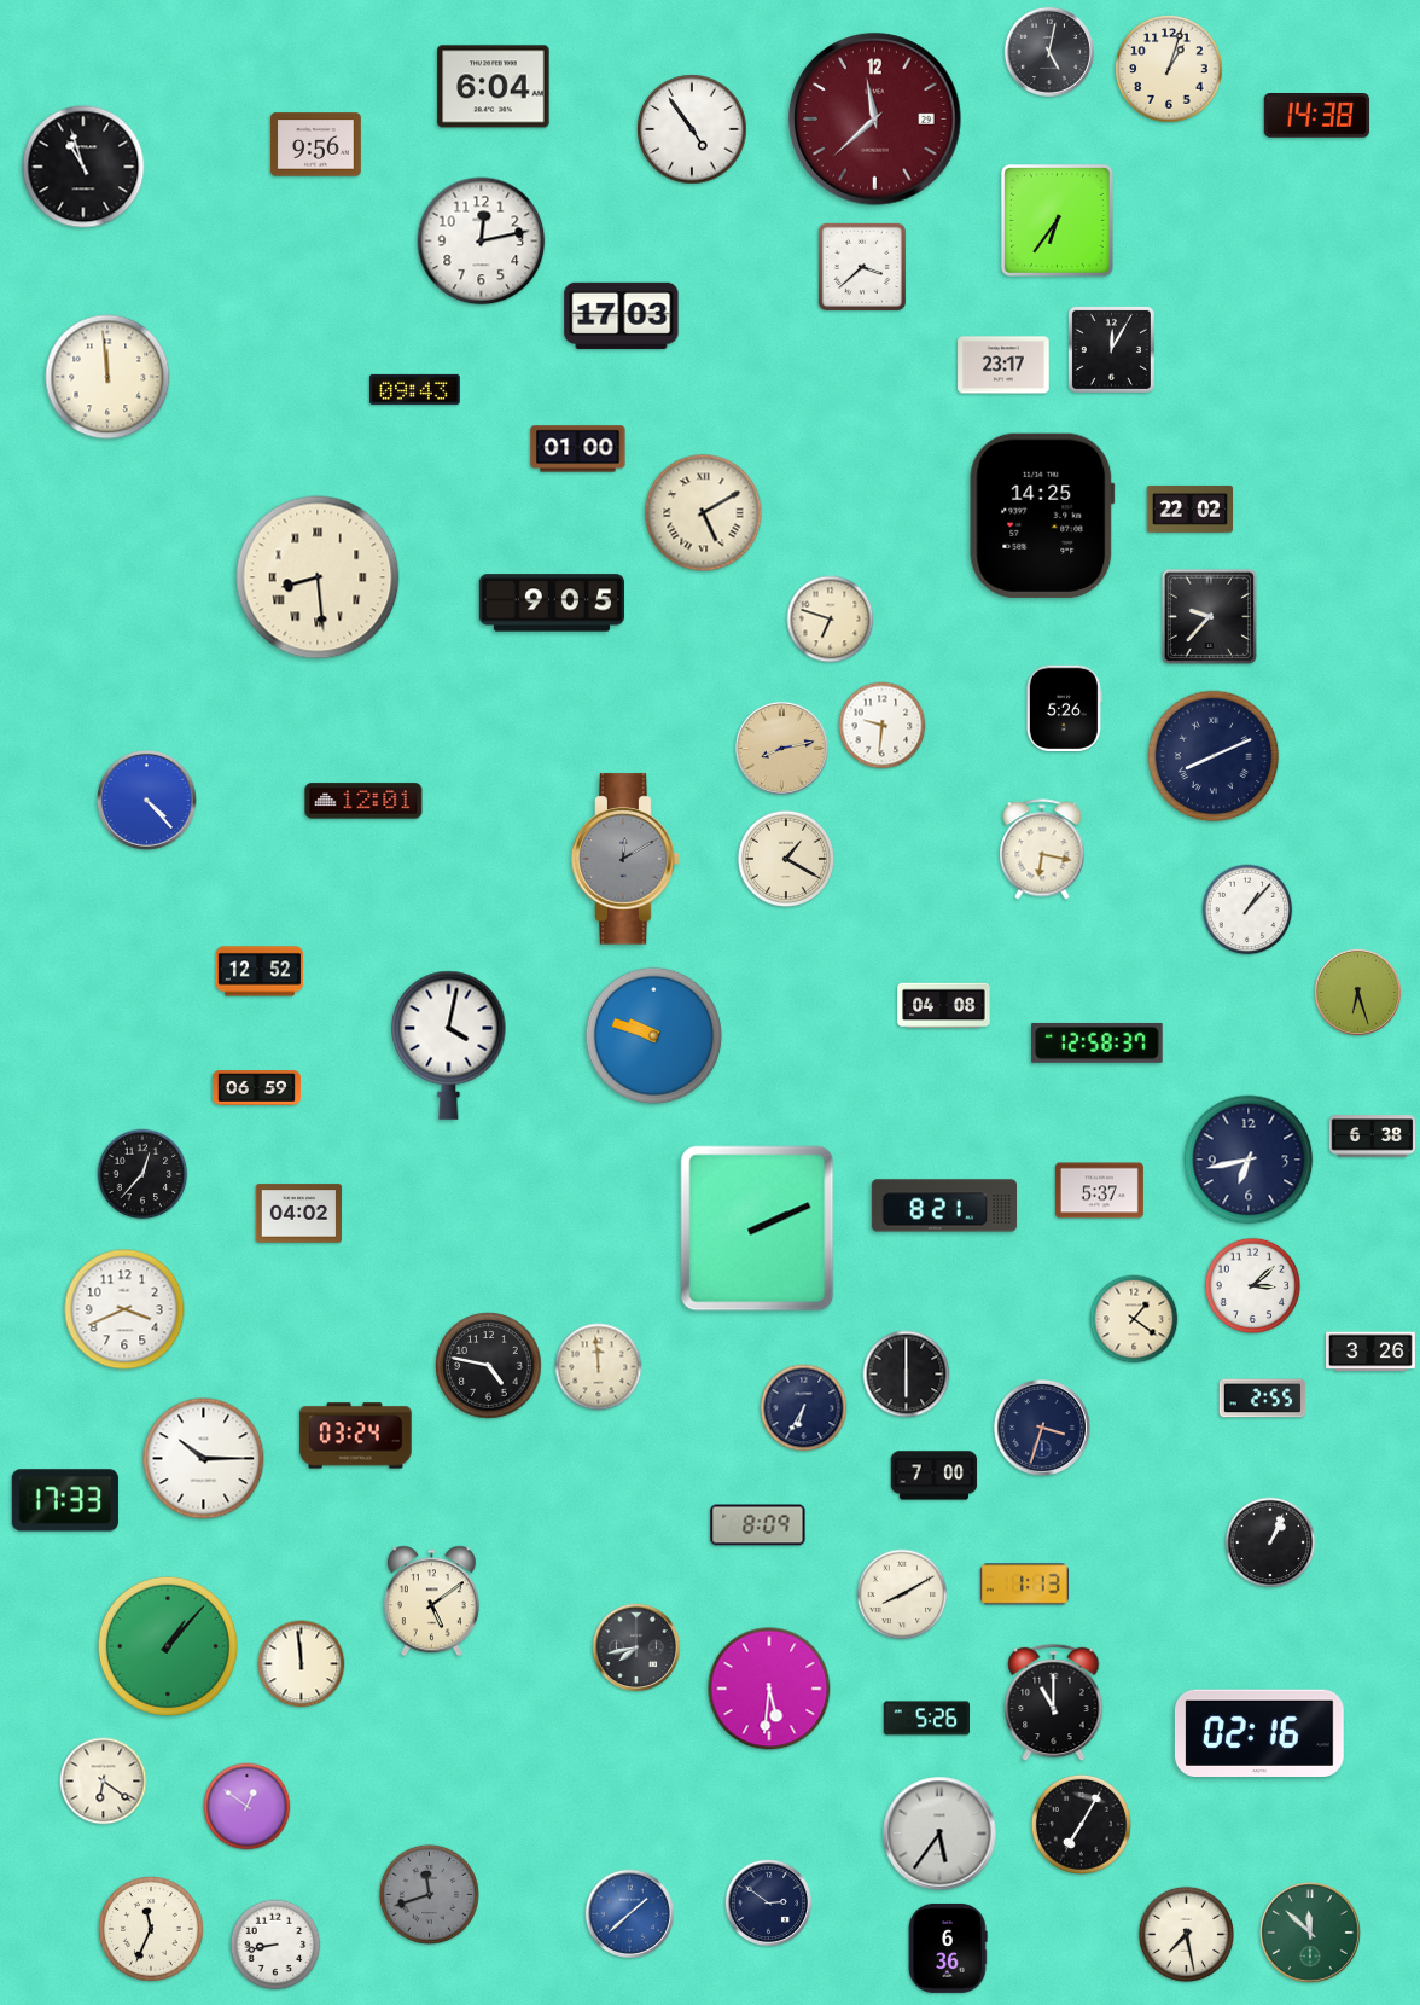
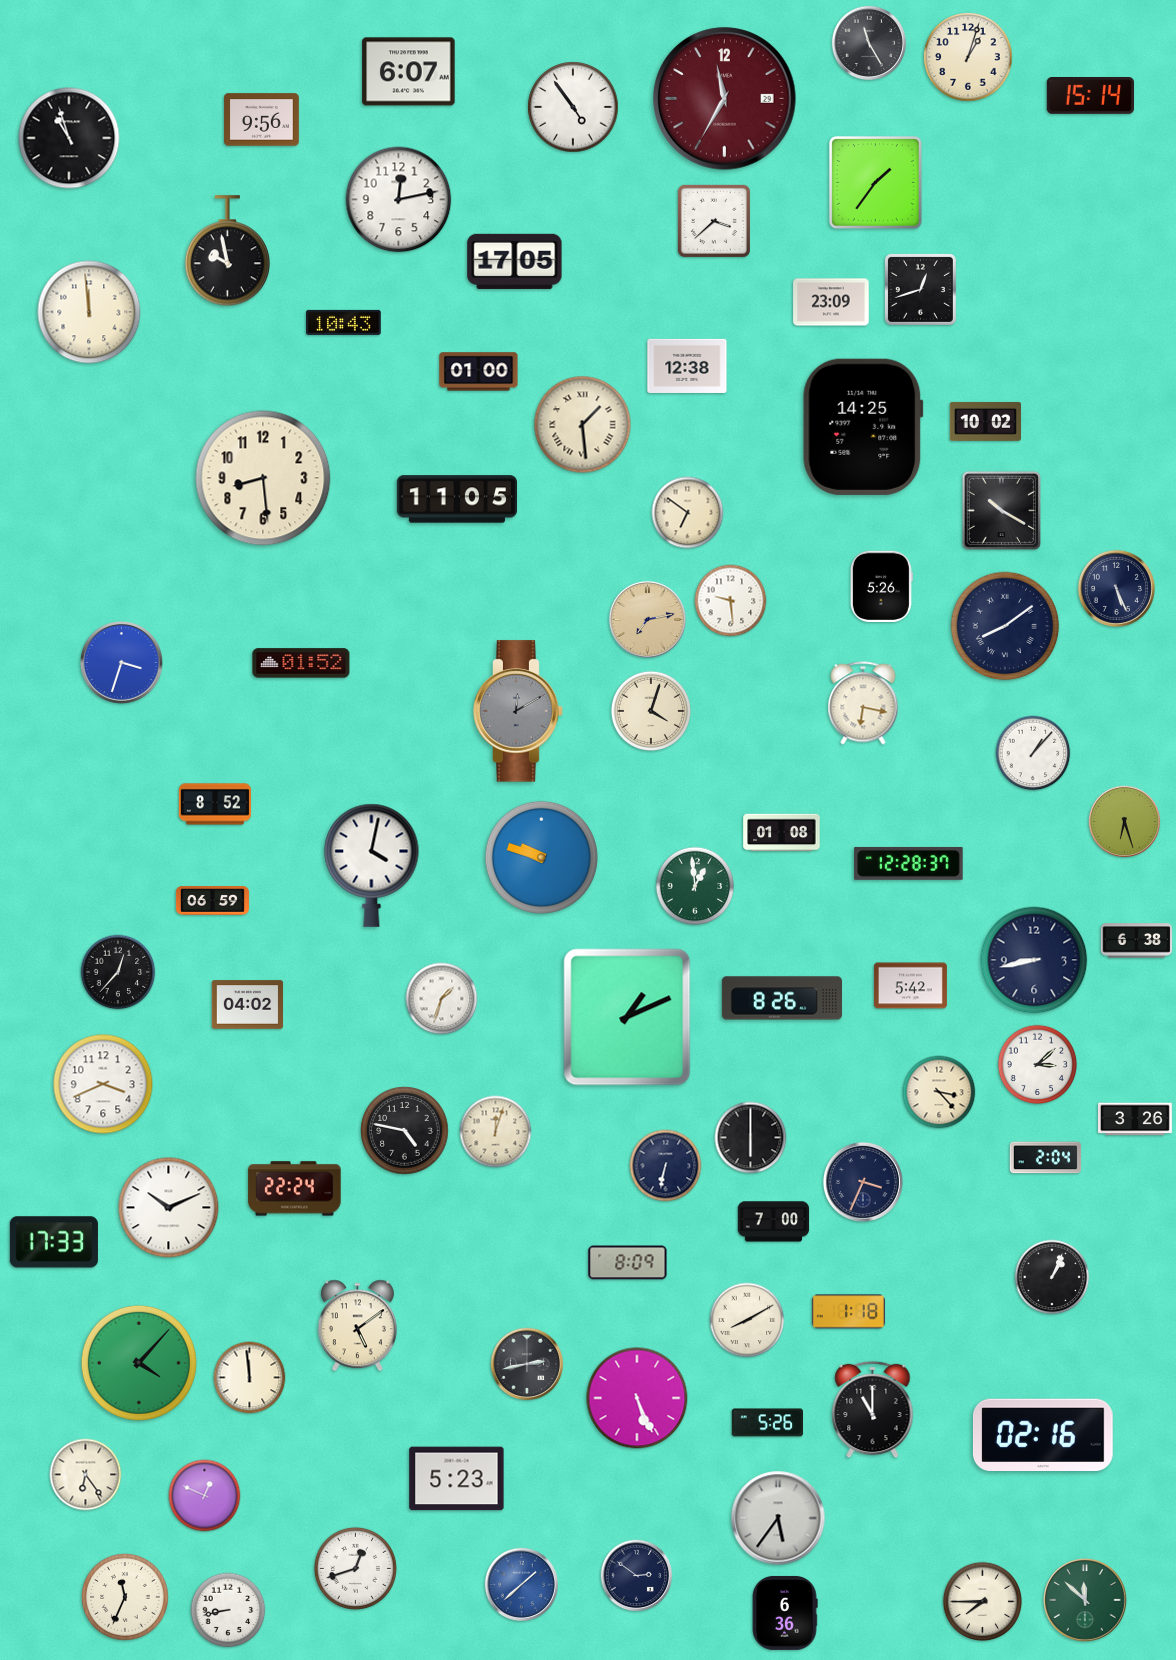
clock at (1048, 51): 5:02 -> 11:25
clock at (494, 87): 6:04 -> 6:07
clock at (1317, 116): 14:38 -> 15:14
clock at (875, 120): 11:38 -> 11:35
clock at (1057, 220): 6:36 -> 1:36
clock at (227, 251): none -> 9:58
clock at (622, 315): 17:03 -> 17:05
clock at (1111, 349): 12:05 -> 12:42
clock at (1003, 365): 23:17 -> 23:09
clock at (415, 389): 09:43 -> 10:43
clock at (687, 366): none -> 12:38
clock at (1191, 508): 22:02 -> 10:02
clock at (704, 513): 5:10 -> 1:29
clock at (318, 577) numerals: Roman -> Arabic
clock at (551, 603): 9:05 -> 11:05
clock at (1209, 616): 9:37 -> 10:20
clock at (831, 620): 6:48 -> 6:51
clock at (1116, 588): none -> 5:26
clock at (883, 726): 9:31 -> 9:29
clock at (781, 748): 8:13 -> 7:13
clock at (1214, 756): 8:11 -> 8:09
clock at (147, 801): 4:23 -> 3:33
clock at (363, 801): 12:01 -> 01:52
clock at (785, 858): 1:20 -> 4:03
clock at (260, 971): 12:52 -> 8:52
clock at (944, 1006): 04:08 -> 01:08
clock at (1098, 1044): 12:58 -> 12:28
clock at (695, 886): none -> 12:59
clock at (1249, 1160): 6:43 -> 8:43
clock at (1099, 1191): 5:37 -> 5:42
clock at (943, 1205): 8:21 -> 8:26
clock at (442, 999): none -> 1:33
clock at (757, 1228): 2:11 -> 1:11
clock at (1134, 1319): 1:21 -> 3:23
clock at (599, 1367): 11:59 -> 12:03
clock at (1263, 1399): 2:55 -> 2:04
clock at (804, 1408): 6:35 -> 6:32
clock at (1042, 1428): 3:33 -> 3:34
clock at (356, 1436): 03:24 -> 22:24
clock at (204, 1459): 10:15 -> 10:11
clock at (1024, 1585): 1:13 -> 1:18
clock at (168, 1646): 1:07 -> 4:07
clock at (636, 1647): 7:43 -> 2:43
clock at (769, 1689): 5:31 -> 5:26
clock at (104, 1782): 6:21 -> 6:24
clock at (457, 1479): none -> 5:23
clock at (248, 1807): 12:51 -> 12:49
clock at (1081, 1824): 7:05 -> none
clock at (429, 1894): 11:42 -> 12:42
clock at (429, 1894) dial: grey -> white
clock at (1187, 1935): 7:28 -> 7:45
